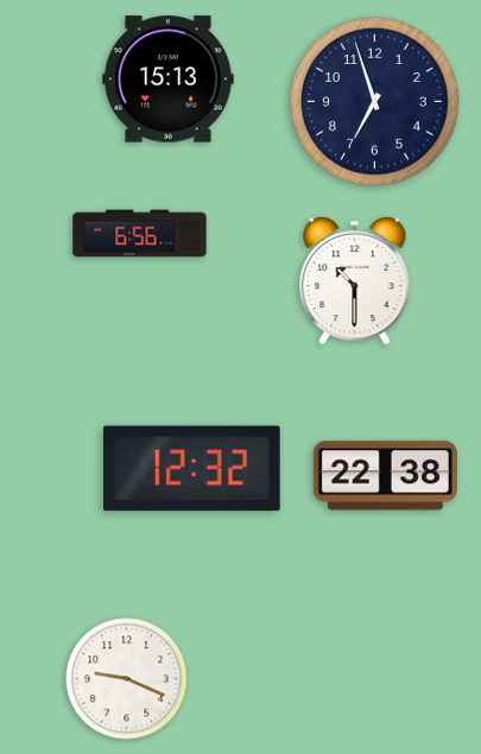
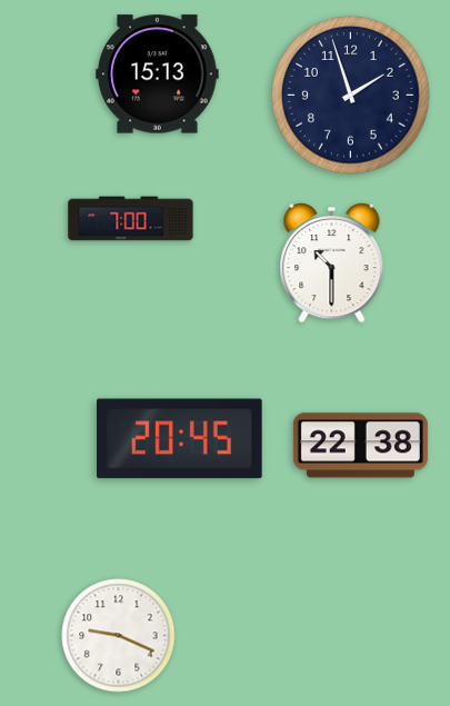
clock at (375, 102): 6:57 -> 1:57
clock at (140, 234): 6:56 -> 7:00
clock at (192, 469): 12:32 -> 20:45
